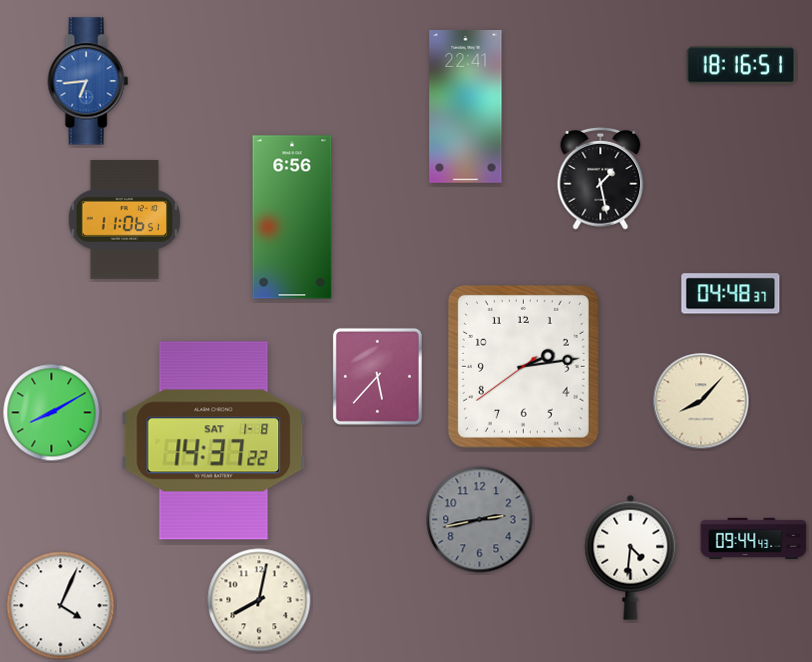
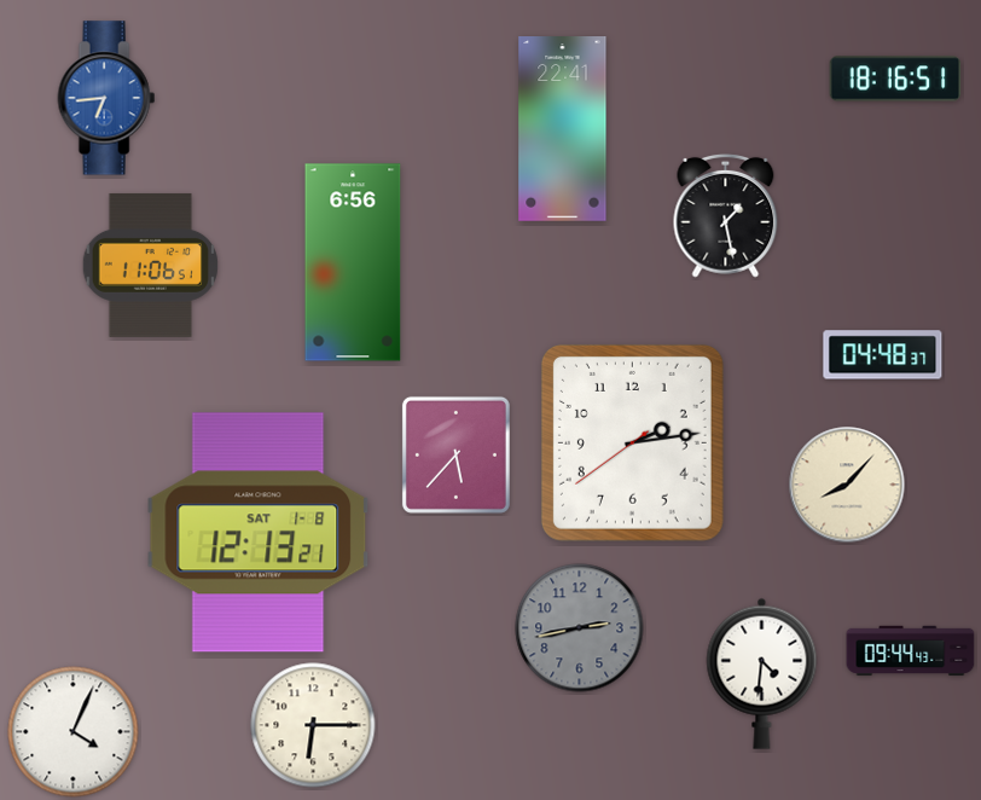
clock at (52, 413): 8:10 -> none
clock at (214, 441): 14:37 -> 12:13
clock at (259, 600): 8:02 -> 6:15
